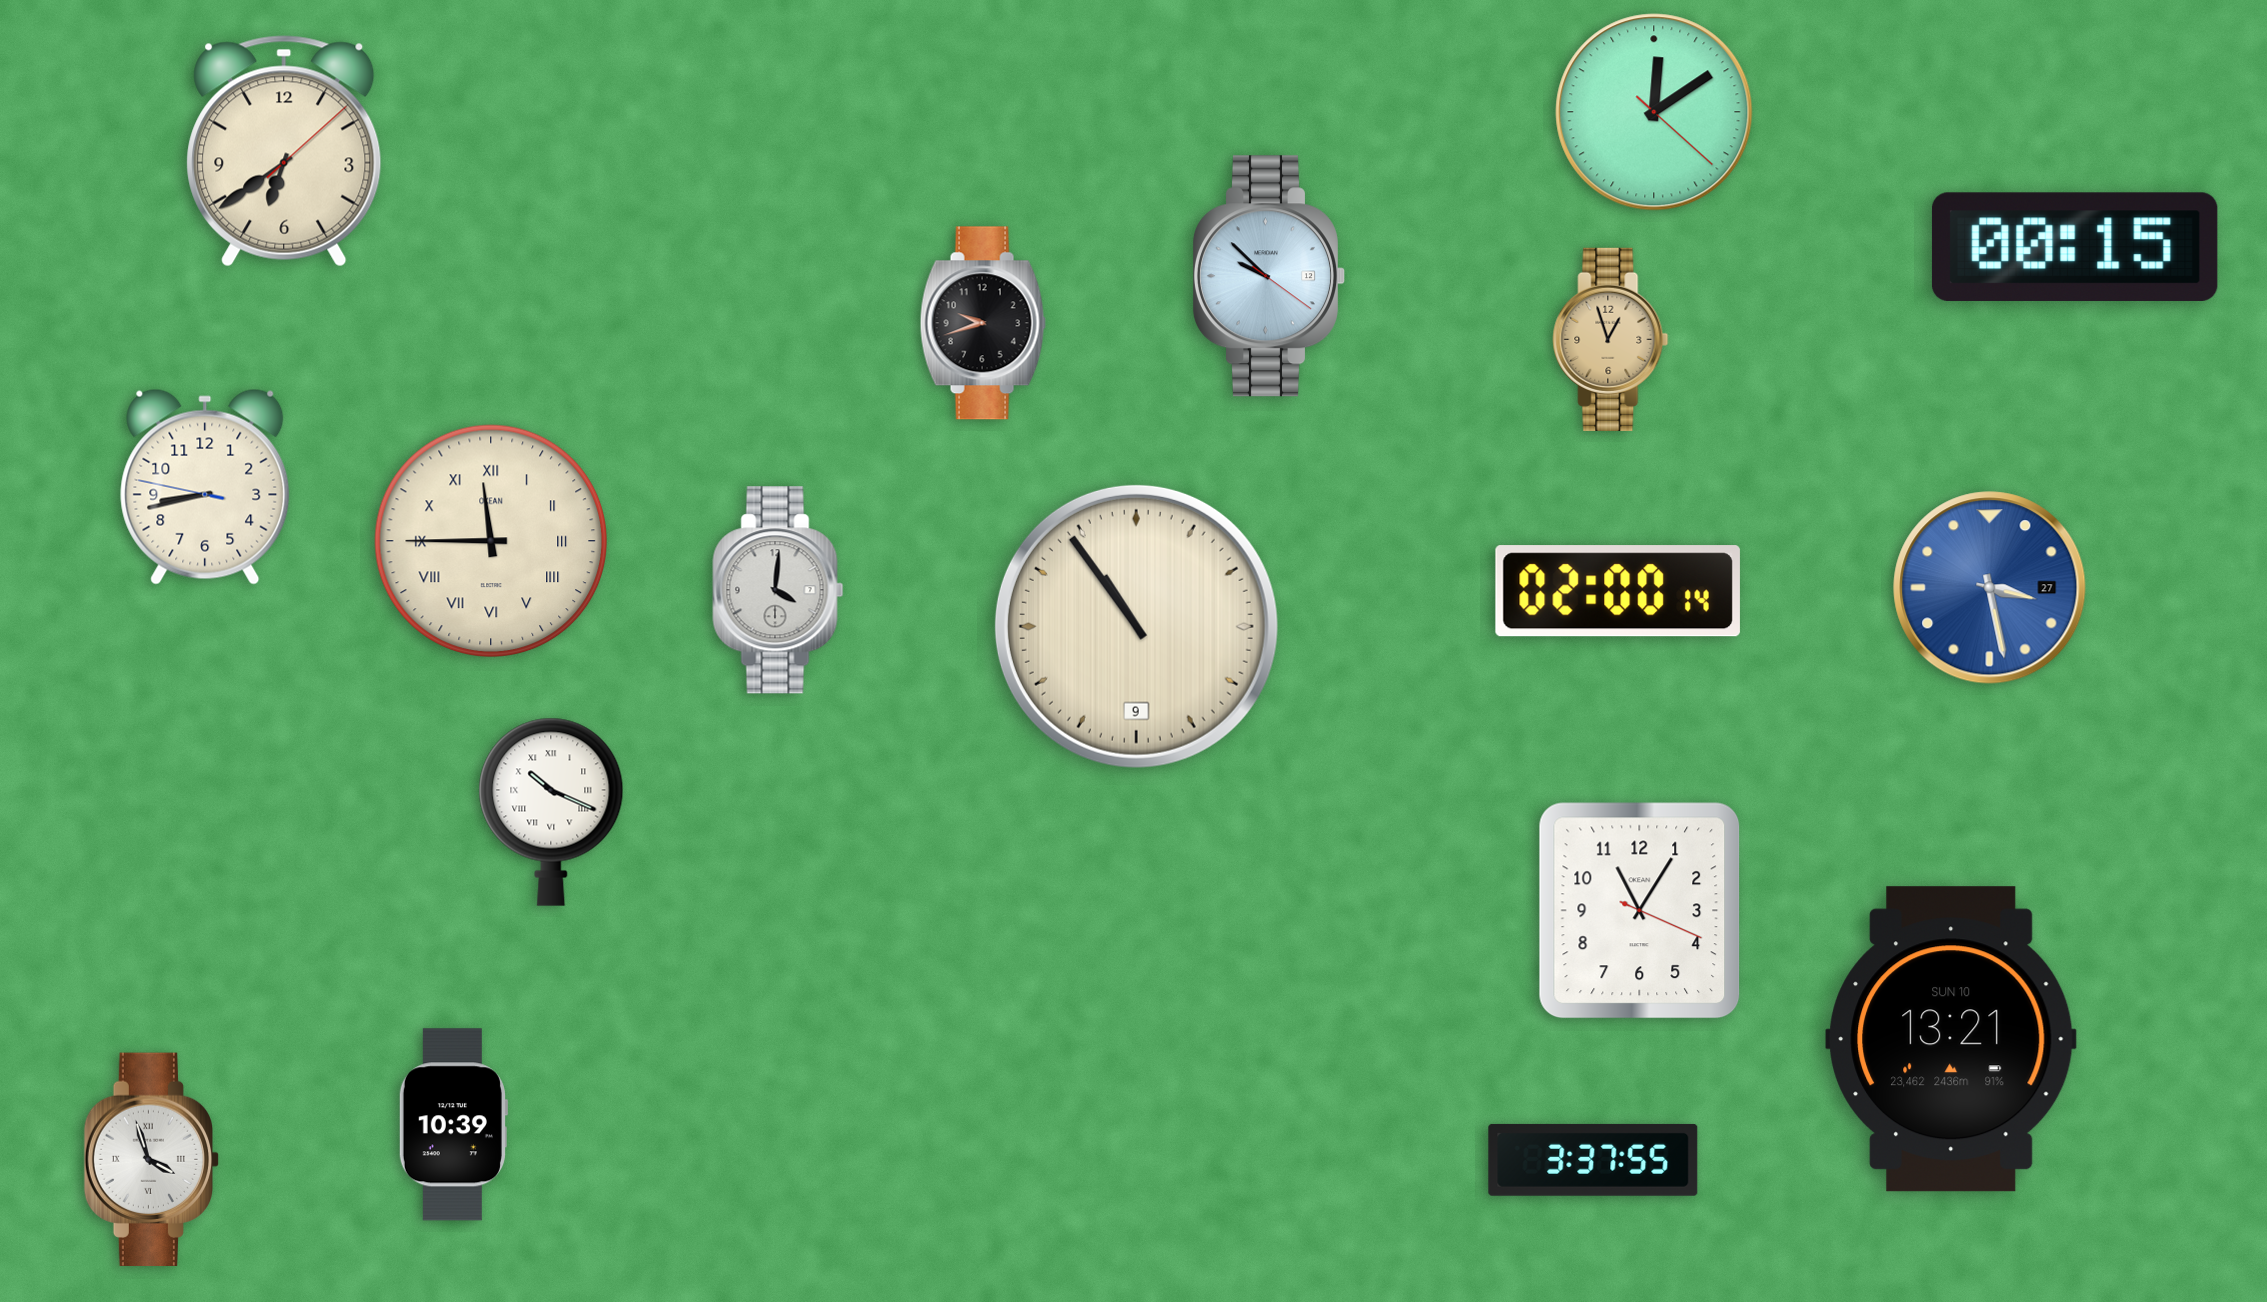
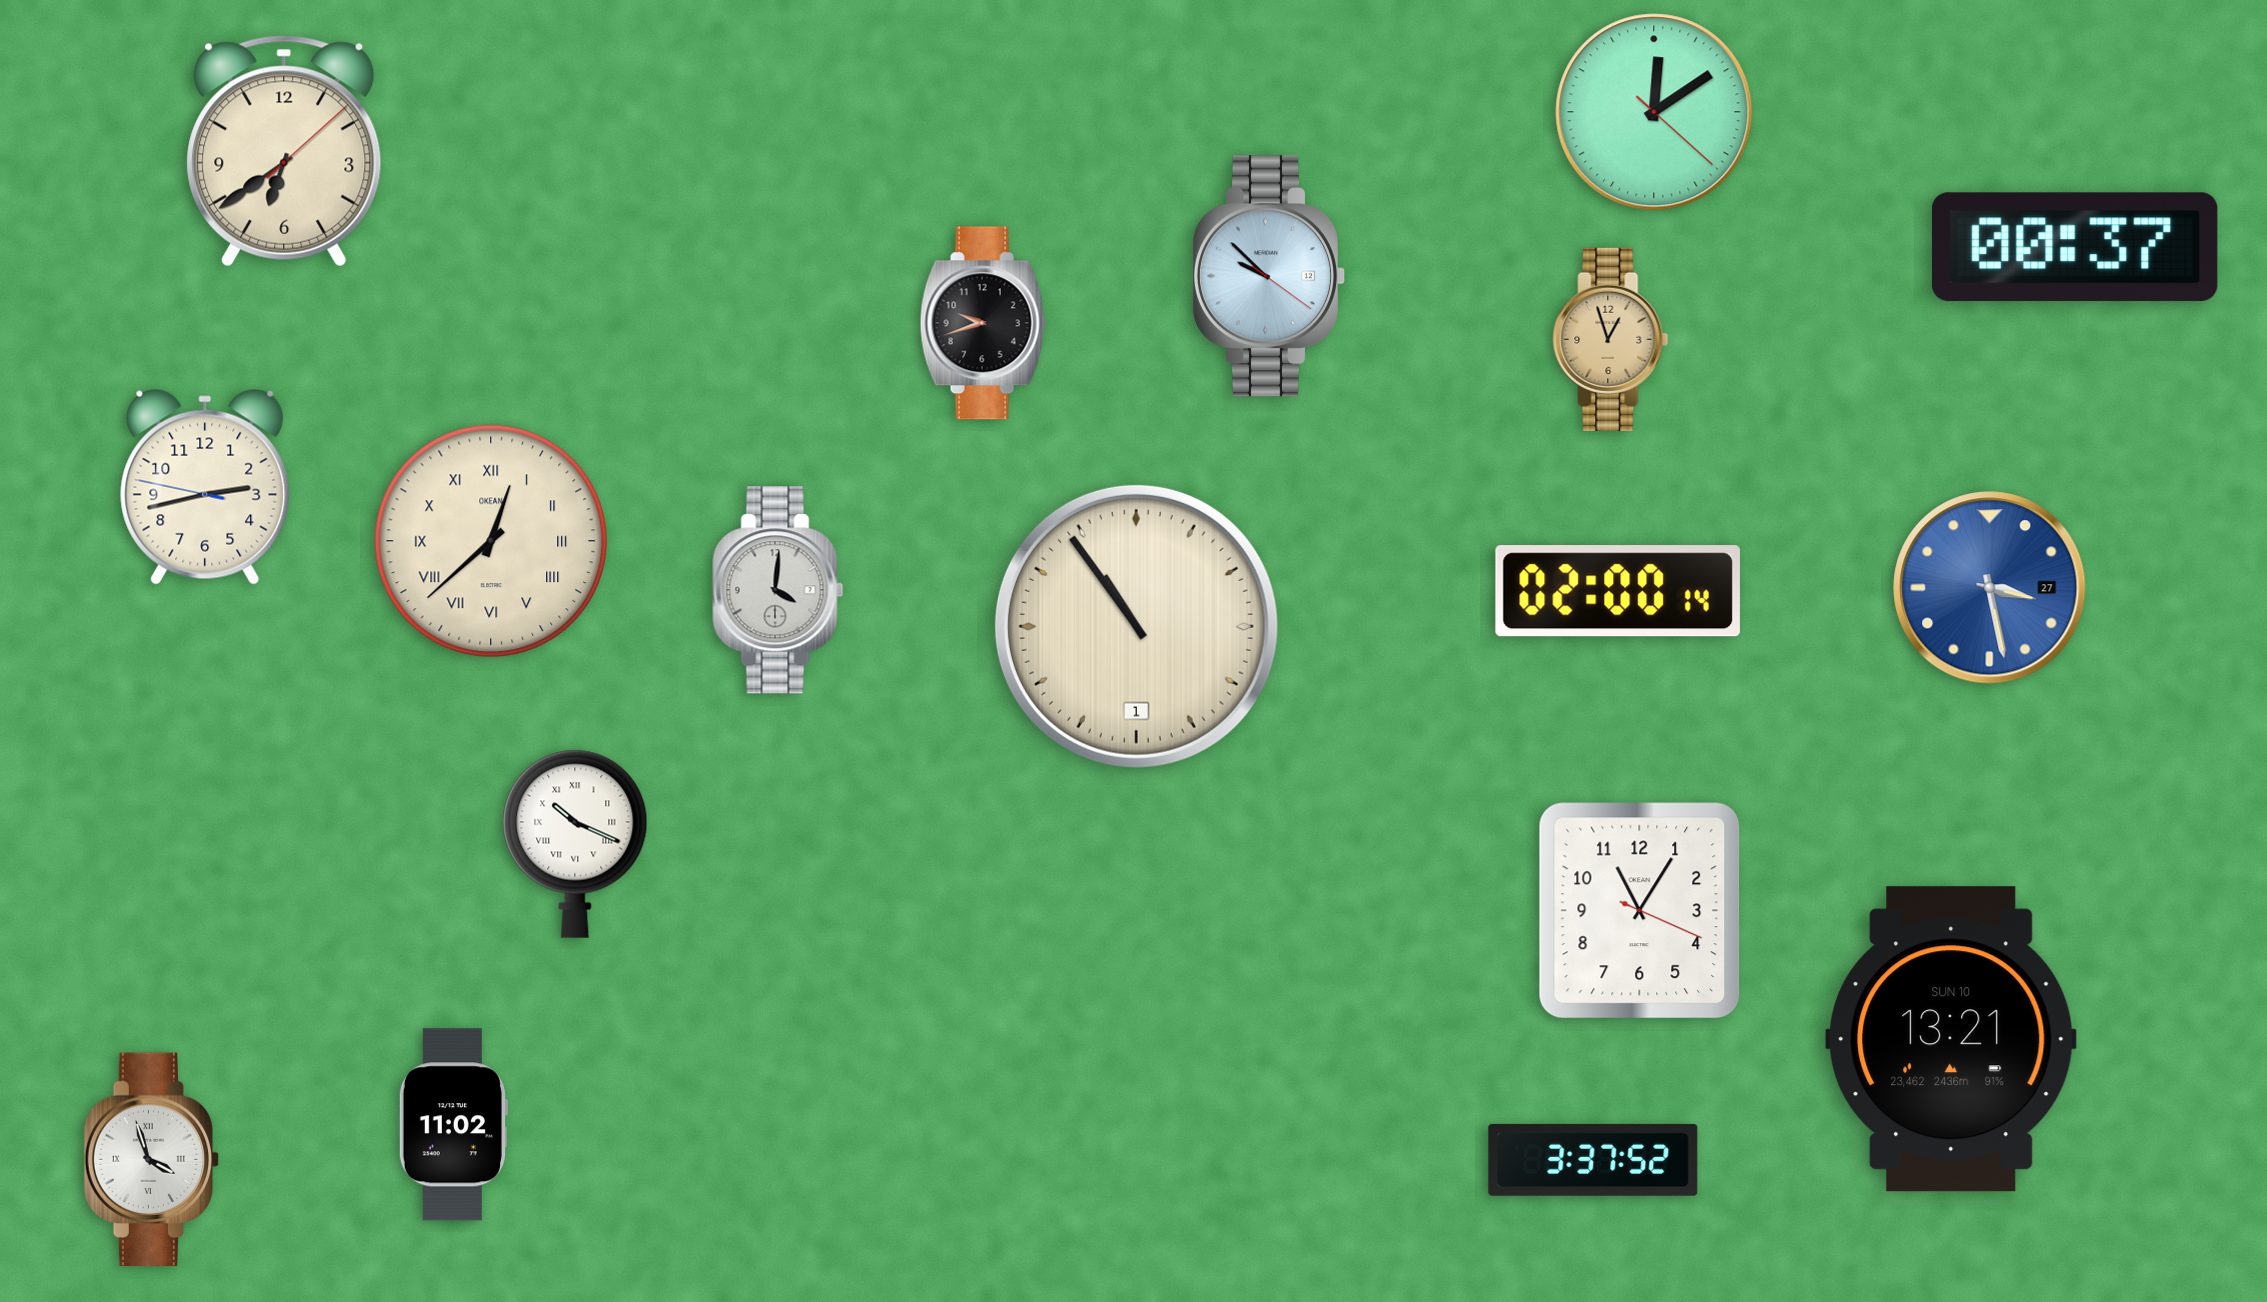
clock at (2075, 247): 00:15 -> 00:37
clock at (205, 487): 8:42 -> 2:42
clock at (491, 541): 11:45 -> 12:38
clock at (1136, 626) date: 9 -> 1
clock at (551, 812) position: (551, 812) -> (575, 844)
clock at (453, 1125): 10:39 -> 11:02
clock at (1593, 1160): 3:37:55 -> 3:37:52
